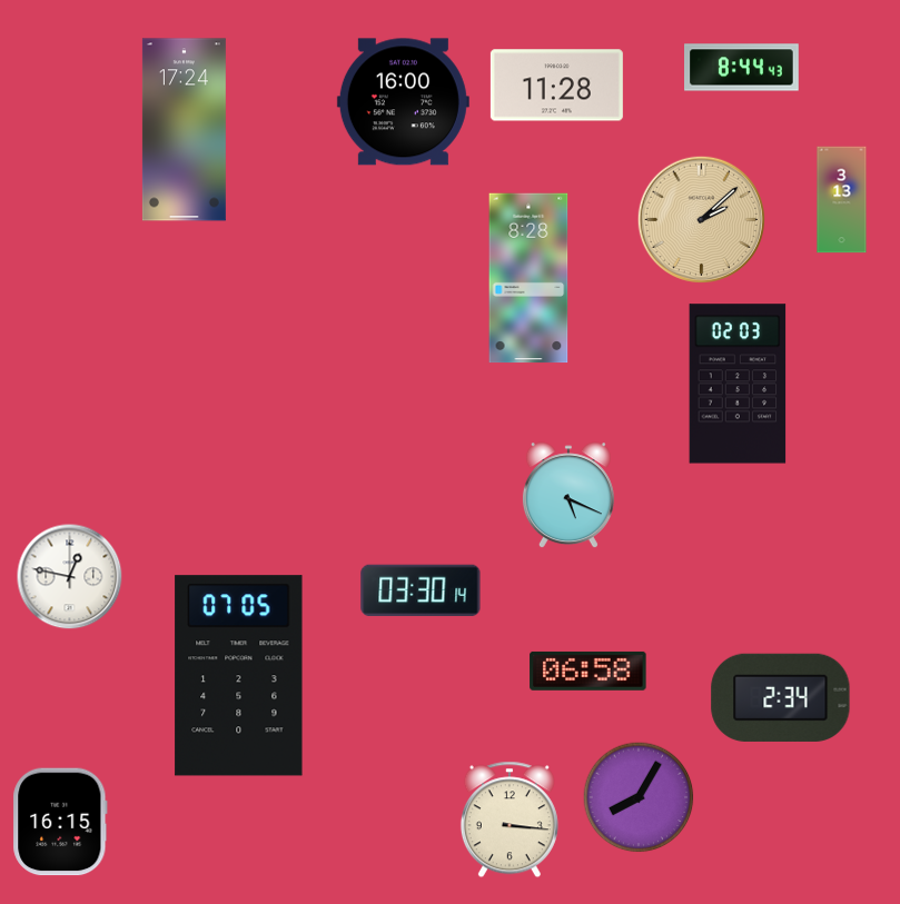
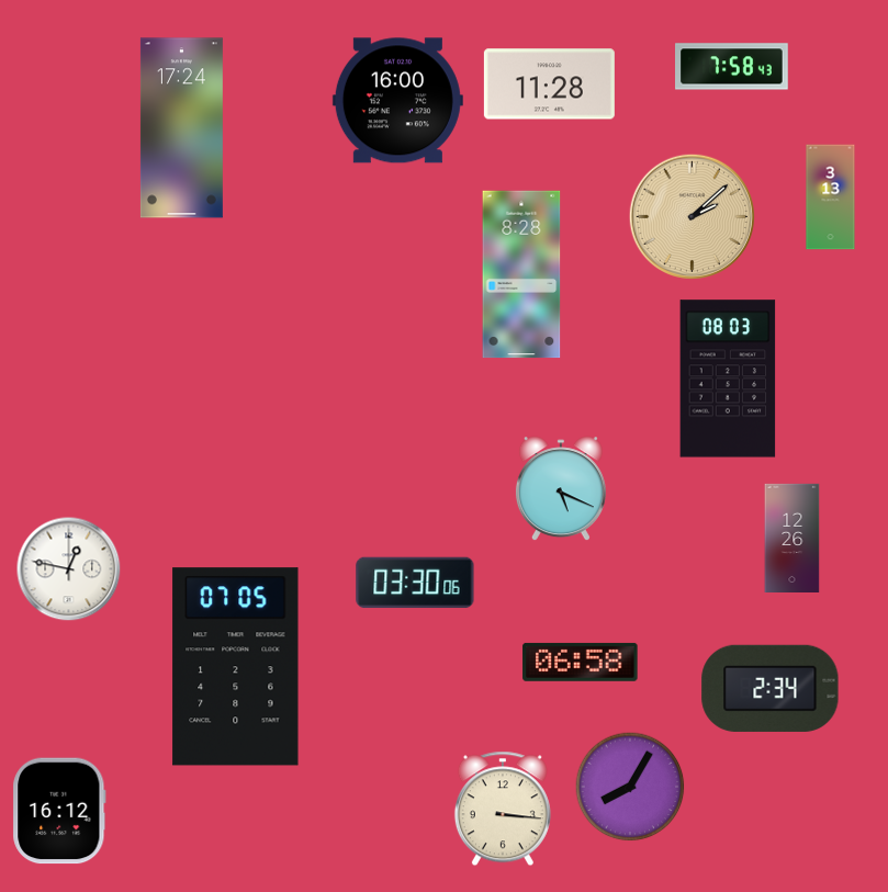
clock at (742, 68): 8:44 -> 7:58
clock at (738, 384): 02:03 -> 08:03
clock at (793, 538): none -> 12:26
clock at (421, 590): 03:30:14 -> 03:30:06
clock at (60, 822): 16:15 -> 16:12
